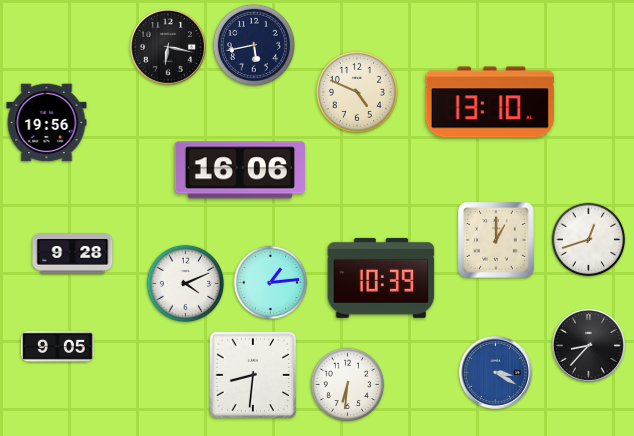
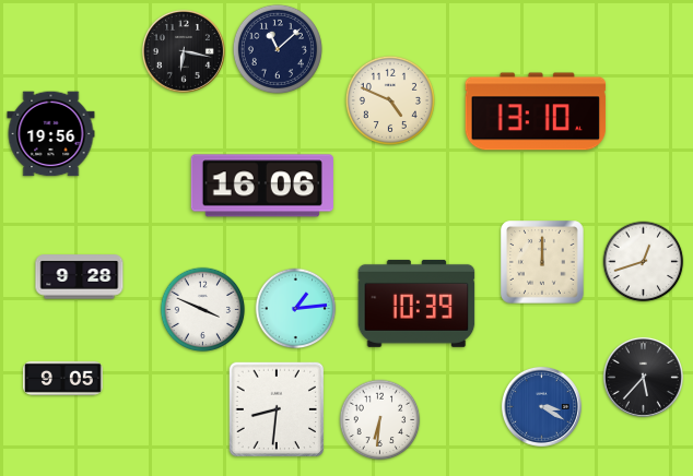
clock at (254, 45): 5:43 -> 11:08
clock at (496, 240): 1:00 -> 12:00
clock at (186, 284): 4:11 -> 3:49
clock at (588, 345): 8:37 -> 5:37
